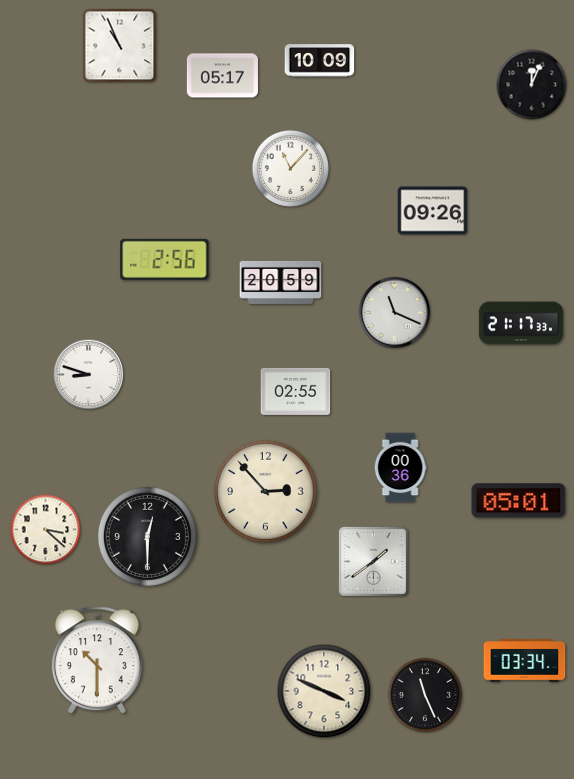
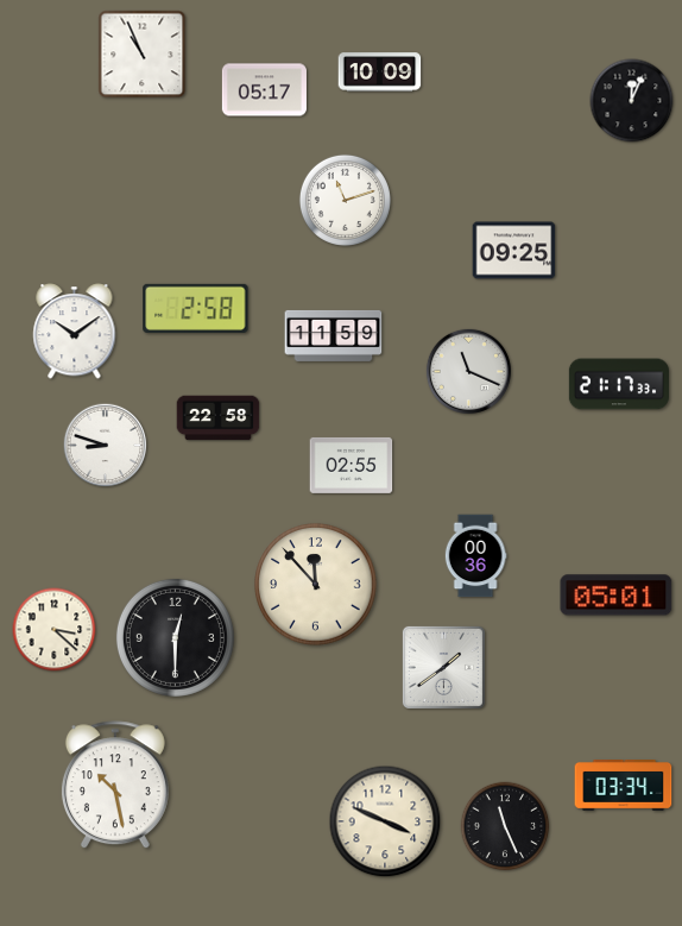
clock at (290, 168): 11:07 -> 11:12
clock at (433, 211): 09:26 -> 09:25
clock at (165, 259): 2:56 -> 2:58
clock at (75, 332): none -> 10:09
clock at (281, 282): 20:59 -> 11:59
clock at (219, 418): none -> 22:58
clock at (266, 492): 2:53 -> 11:53
clock at (97, 661): 10:30 -> 10:28
